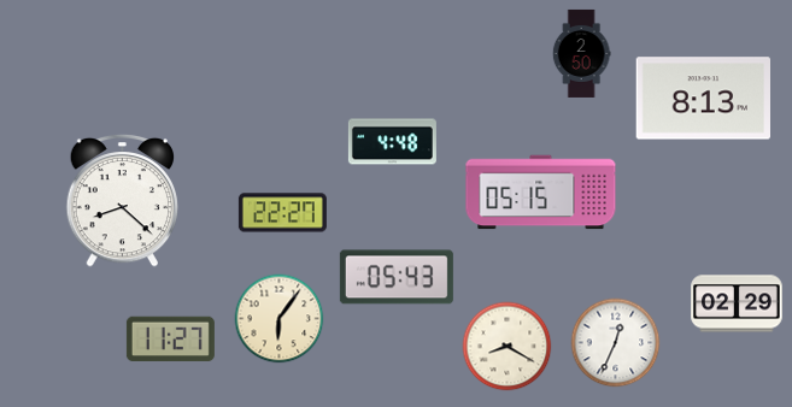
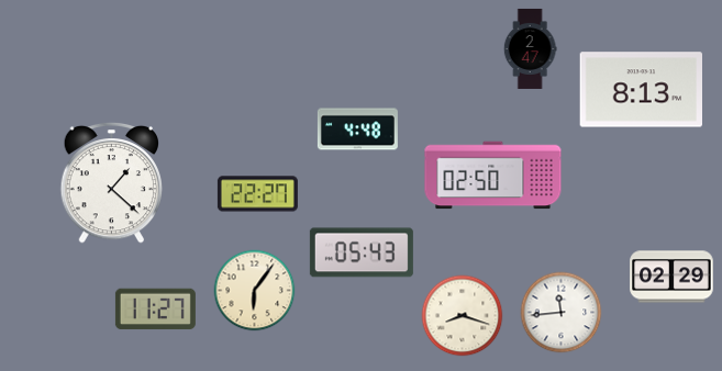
clock at (581, 53): 2:50 -> 2:47
clock at (541, 193): 05:15 -> 02:50
clock at (123, 200): 8:22 -> 1:22
clock at (616, 343): 12:34 -> 11:44
clock at (508, 347): 8:20 -> 8:18
